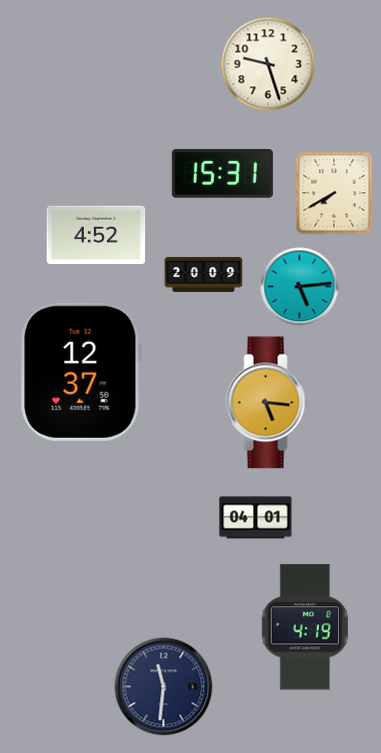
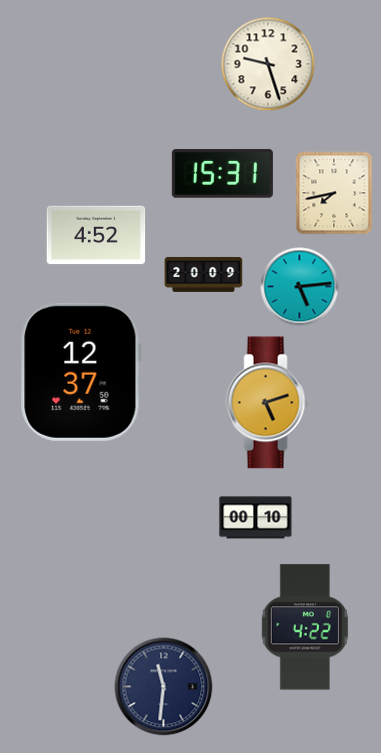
clock at (334, 193): 7:40 -> 7:43
clock at (268, 403): 5:16 -> 5:12
clock at (256, 518): 04:01 -> 00:10
clock at (305, 627): 4:19 -> 4:22
